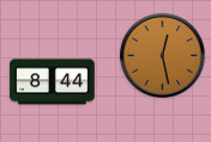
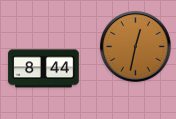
clock at (163, 56): 12:28 -> 12:32
